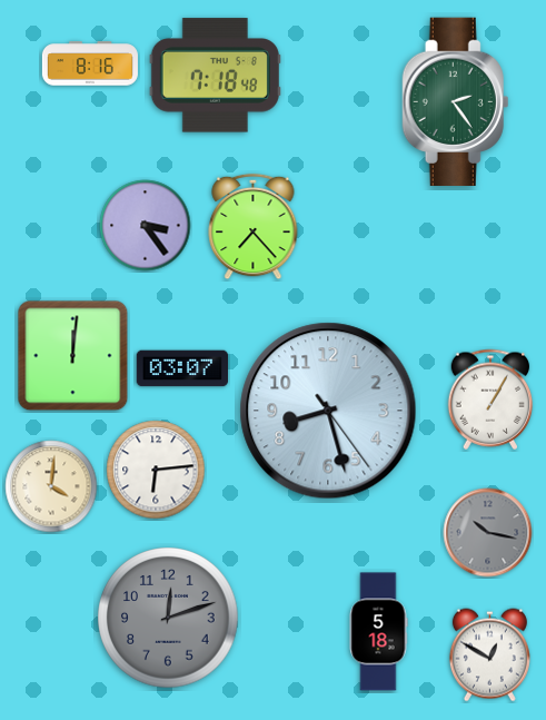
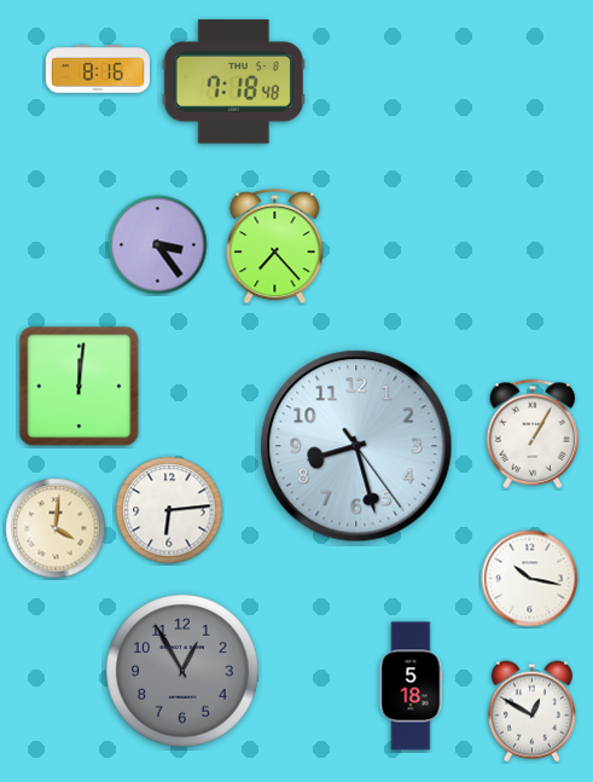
clock at (456, 101): 2:24 -> none
clock at (182, 368): 03:07 -> none
clock at (488, 533) dial: grey -> white
clock at (168, 618): 12:12 -> 12:55
